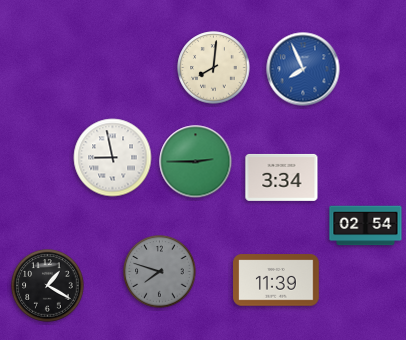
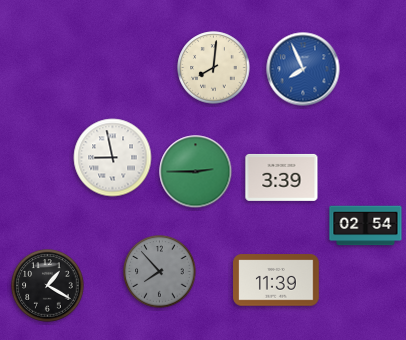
clock at (196, 162) position: (196, 162) -> (196, 172)
clock at (282, 177): 3:34 -> 3:39
clock at (160, 272): 7:48 -> 7:53
